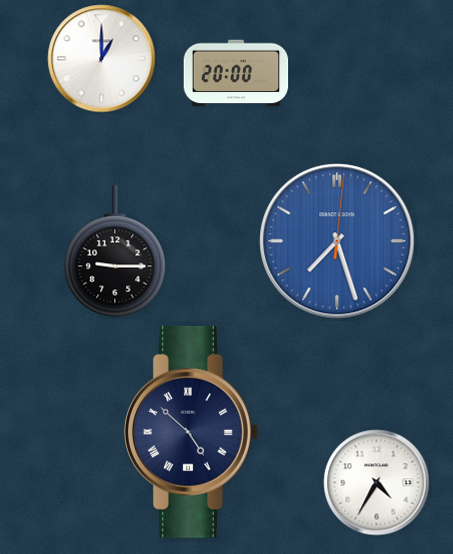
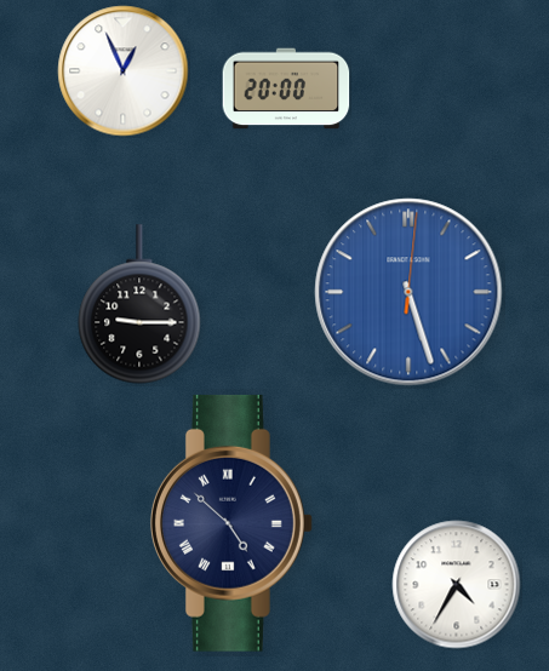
clock at (102, 59): 1:00 -> 12:56
clock at (337, 241): 7:27 -> 5:27
